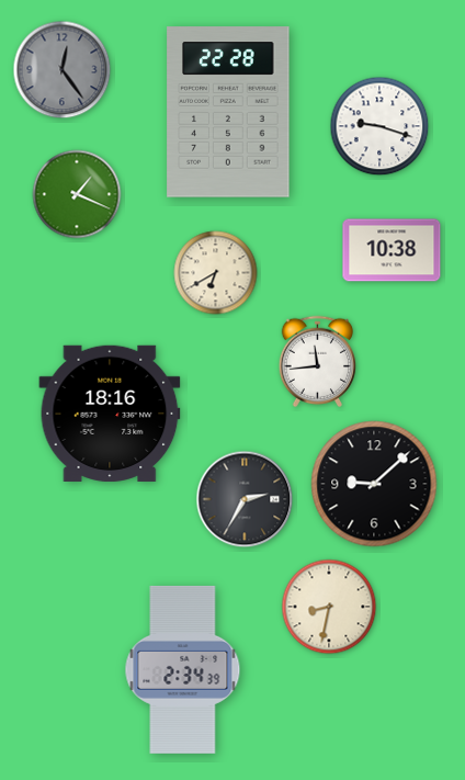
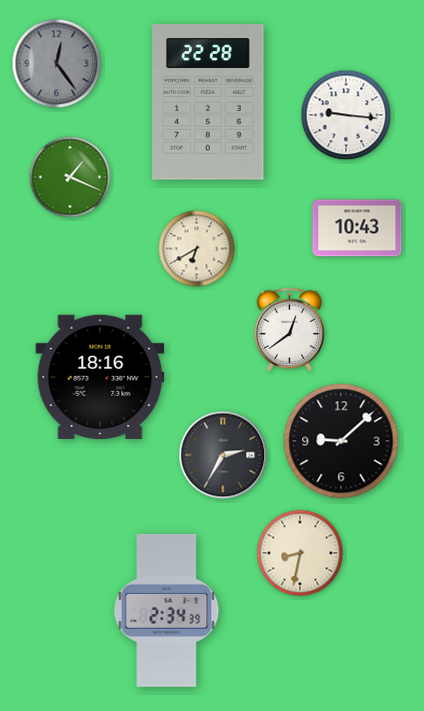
clock at (379, 126): 9:18 -> 9:16
clock at (392, 250): 10:38 -> 10:43
clock at (318, 361): 11:44 -> 12:39
